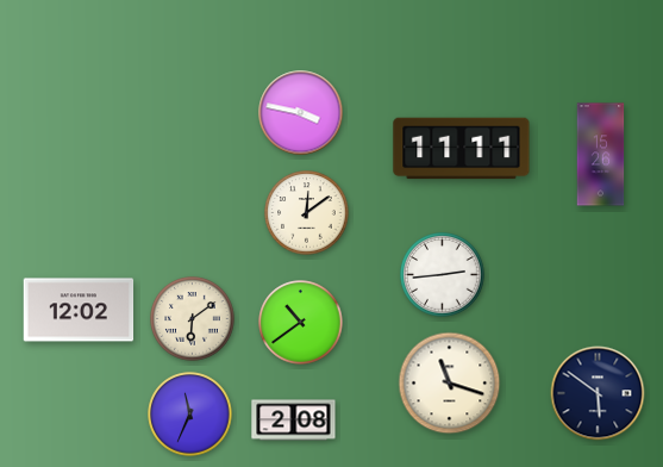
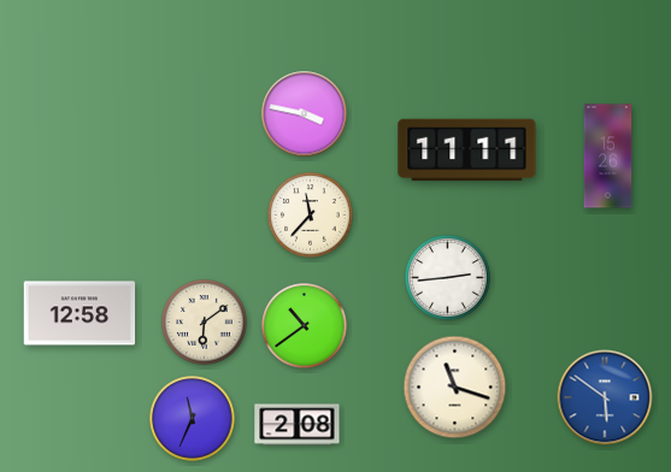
clock at (307, 213): 12:09 -> 11:37
clock at (79, 310): 12:02 -> 12:58
clock at (193, 319) position: (193, 319) -> (205, 323)
clock at (598, 393) dial: navy -> blue
